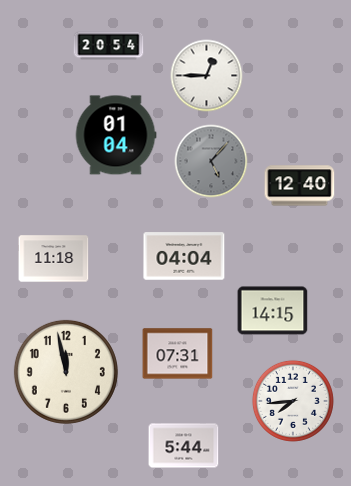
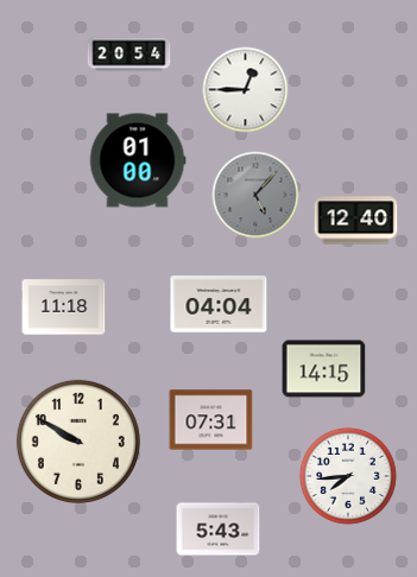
clock at (116, 135): 01:04 -> 01:00
clock at (211, 161) position: (211, 161) -> (255, 195)
clock at (66, 372): 11:58 -> 9:50
clock at (184, 446): 5:44 -> 5:43
